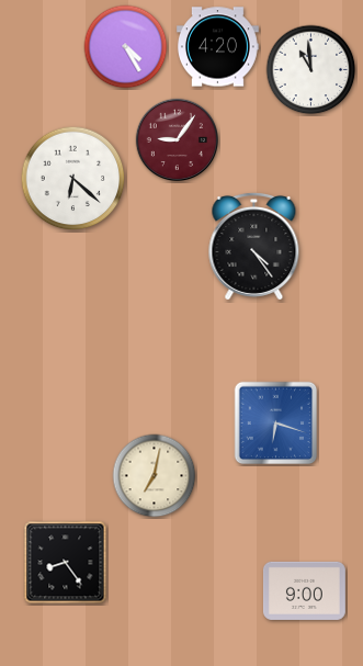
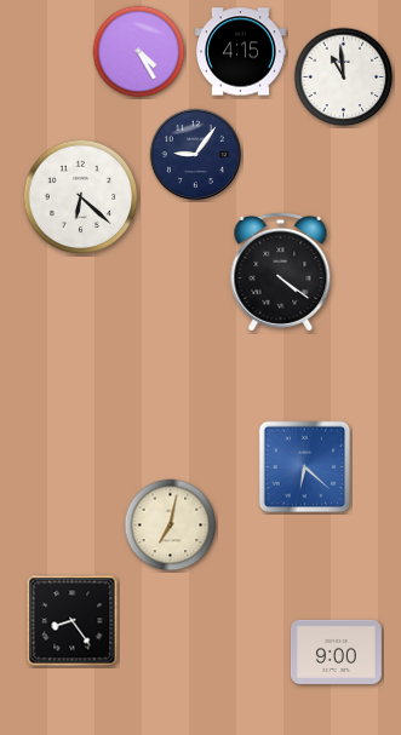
clock at (218, 47): 4:20 -> 4:15
clock at (178, 140) dial: burgundy -> navy
clock at (254, 246): 4:24 -> 4:21
clock at (276, 424): 6:18 -> 6:22
